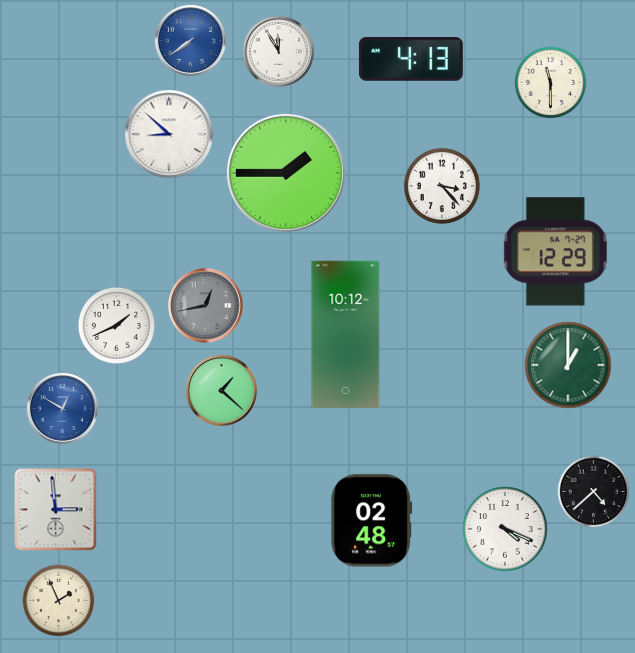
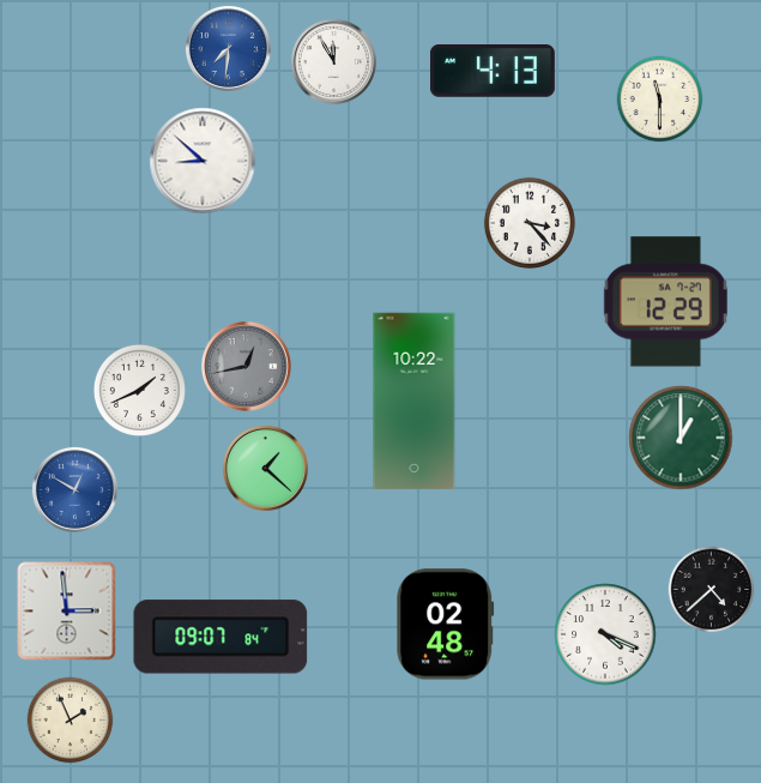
clock at (190, 40): 7:39 -> 7:31
clock at (286, 173): 1:45 -> none
clock at (346, 335): 10:12 -> 10:22
clock at (221, 637): none -> 09:07
